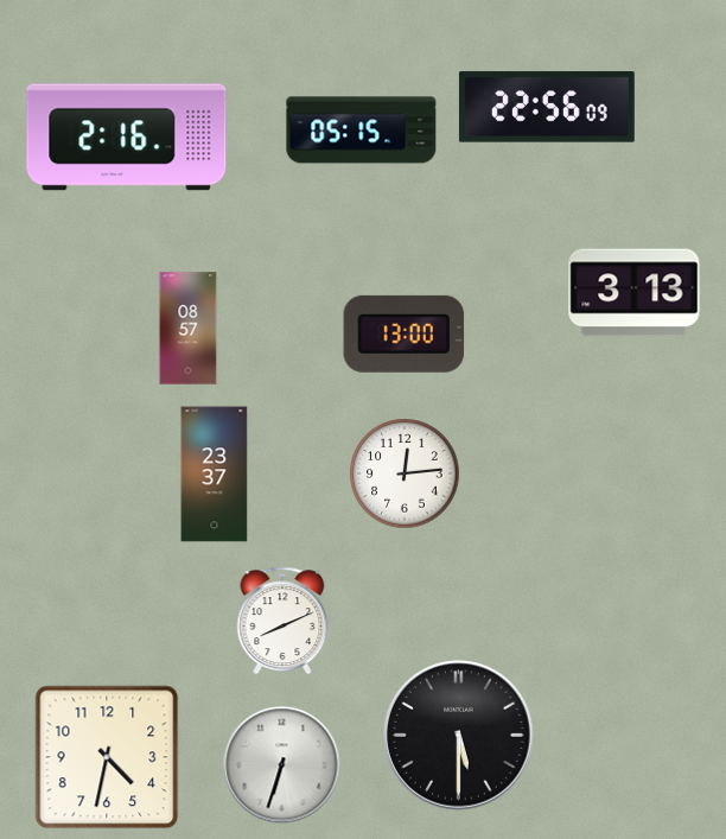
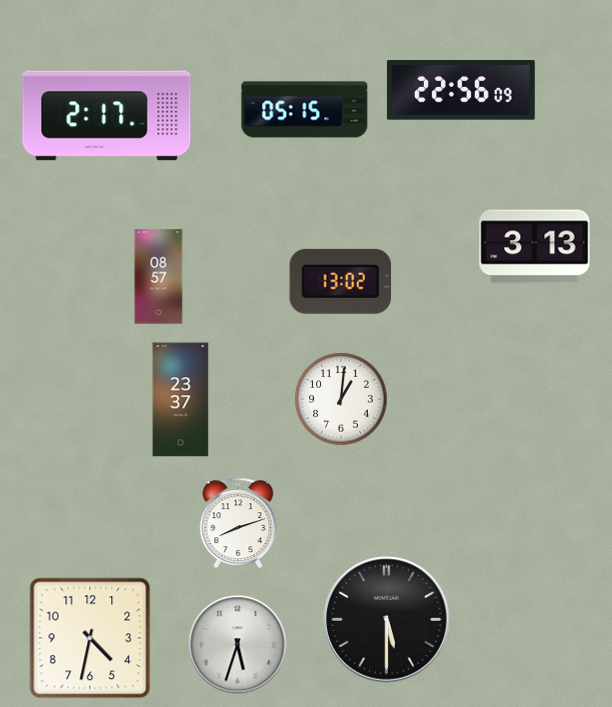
clock at (127, 138): 2:16 -> 2:17
clock at (405, 333): 13:00 -> 13:02
clock at (405, 473): 12:14 -> 1:01
clock at (282, 621): 8:11 -> 8:12
clock at (282, 765): 6:33 -> 5:33
